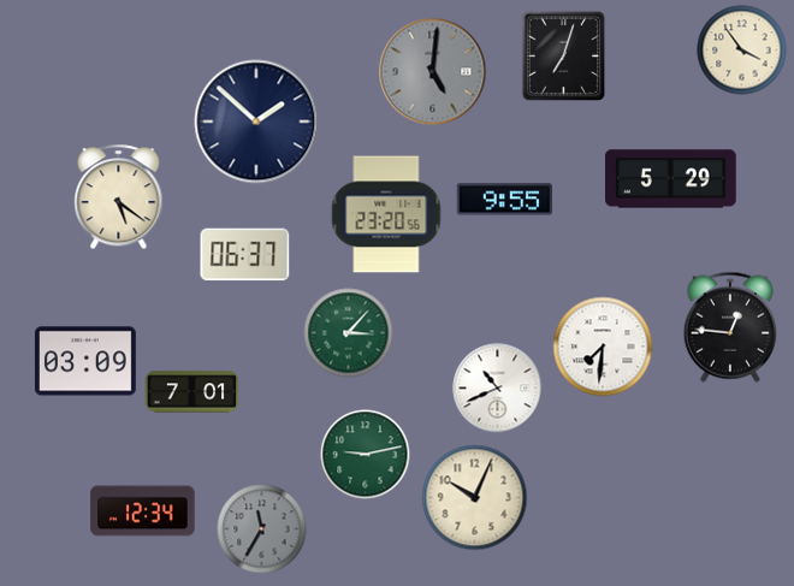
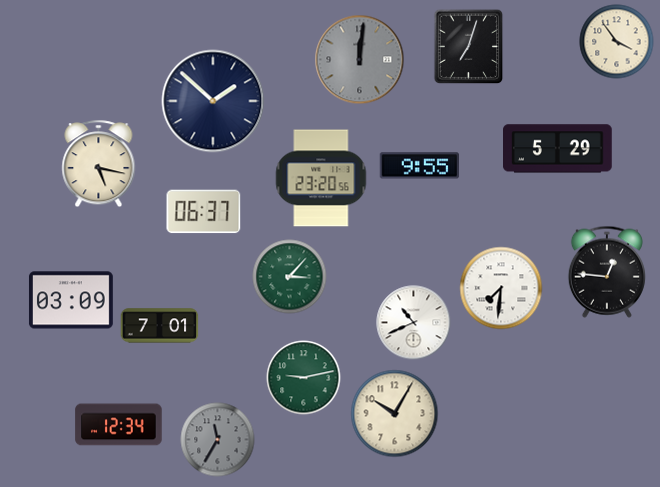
clock at (433, 72): 5:01 -> 12:01
clock at (119, 197): 5:21 -> 5:17
clock at (475, 498): 10:04 -> 10:05
